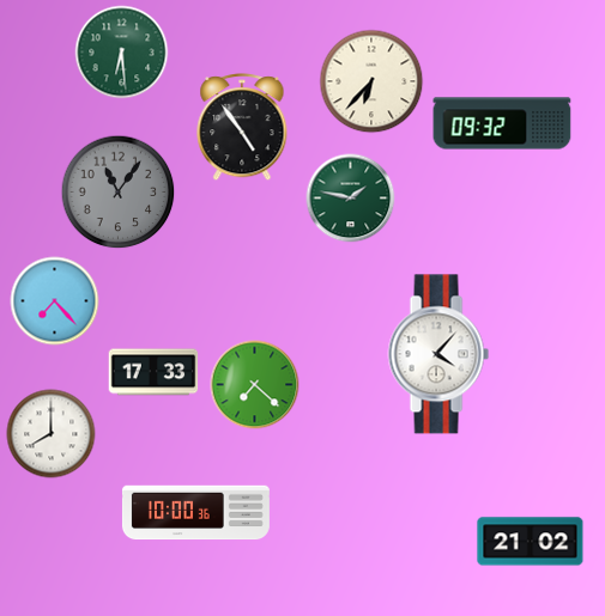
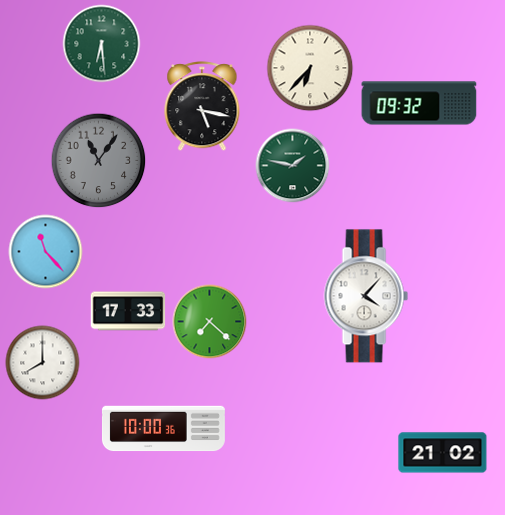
clock at (242, 128): 4:54 -> 5:17
clock at (55, 301): 7:23 -> 11:23
clock at (255, 385) position: (255, 385) -> (210, 322)
